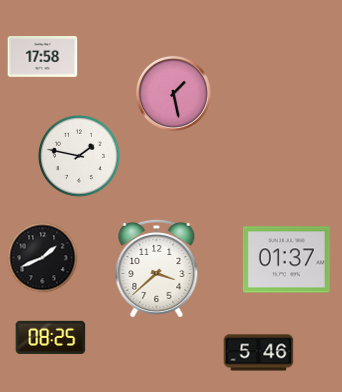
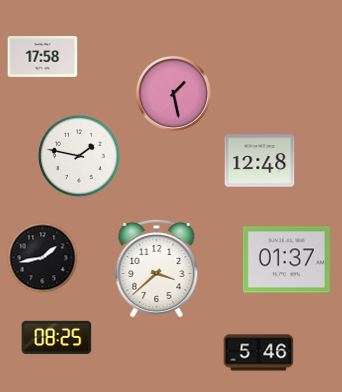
clock at (260, 161): none -> 12:48
clock at (43, 258): 1:41 -> 1:43
clock at (51, 337) position: (51, 337) -> (57, 337)
